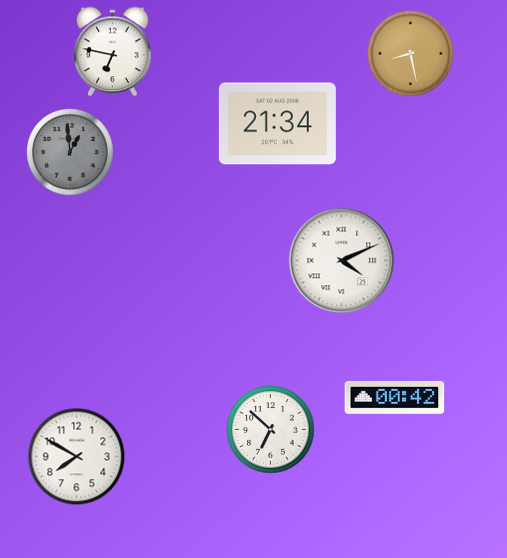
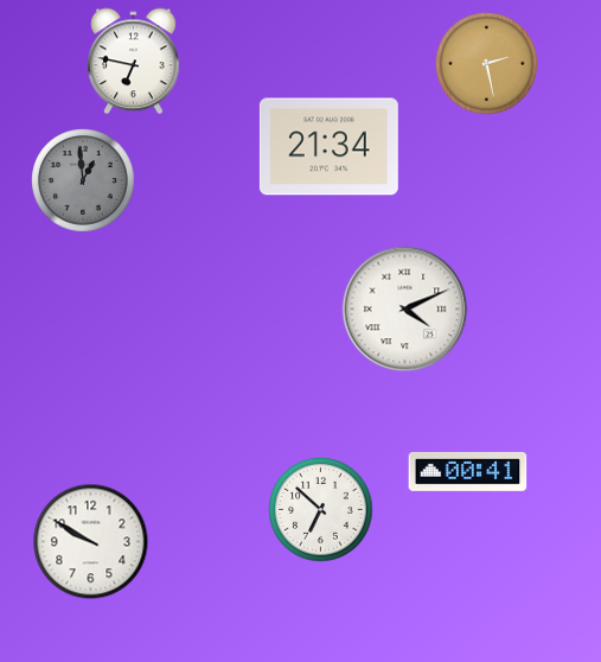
clock at (411, 54): 8:28 -> 2:28
clock at (395, 397): 00:42 -> 00:41
clock at (77, 457): 7:50 -> 9:50
